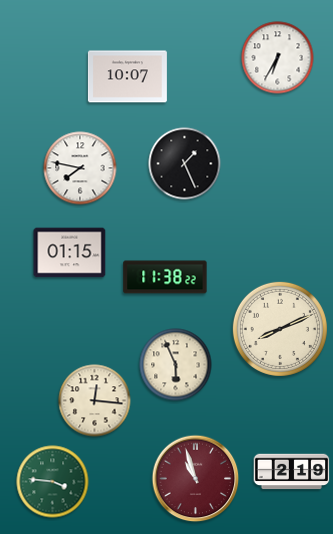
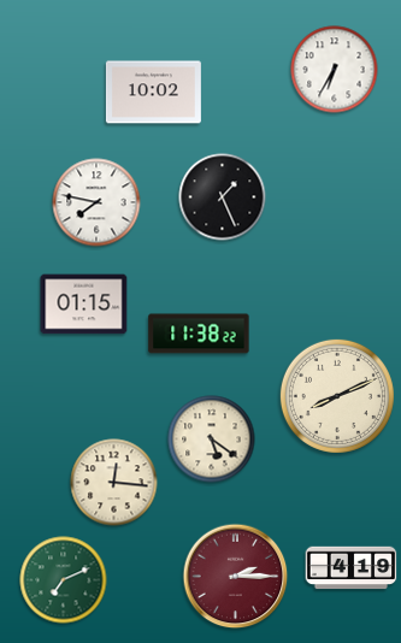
clock at (127, 77): 10:07 -> 10:02
clock at (176, 365): 5:56 -> 5:21
clock at (292, 472): 2:19 -> 4:19
clock at (196, 479): 10:57 -> 2:15
clock at (53, 482): 3:46 -> 7:11
